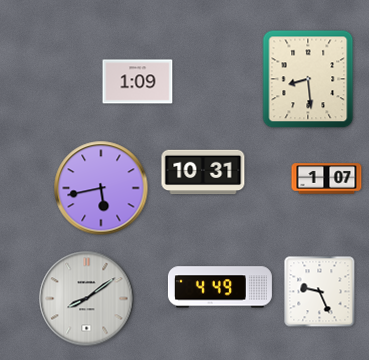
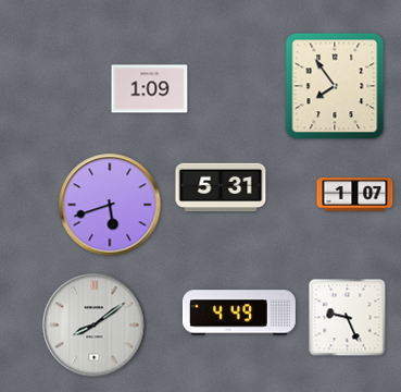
clock at (308, 79): 8:29 -> 7:54
clock at (203, 172): 10:31 -> 5:31
clock at (101, 188): 5:43 -> 5:42
